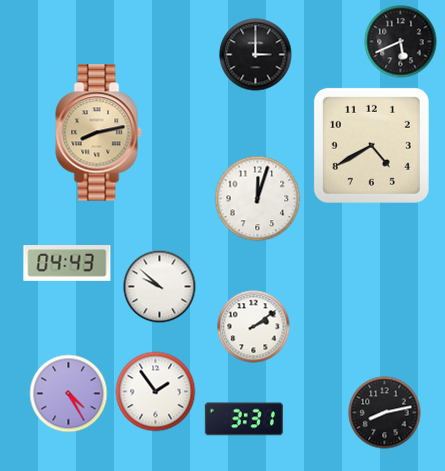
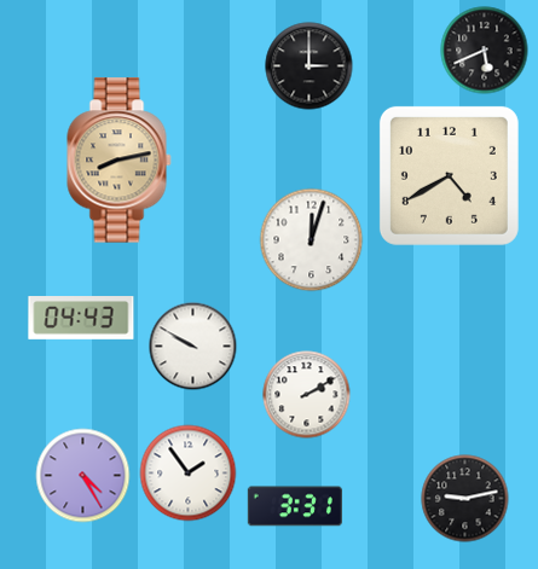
clock at (160, 287): 9:52 -> 9:50
clock at (254, 327): 2:09 -> 2:10
clock at (385, 413): 8:13 -> 9:13
